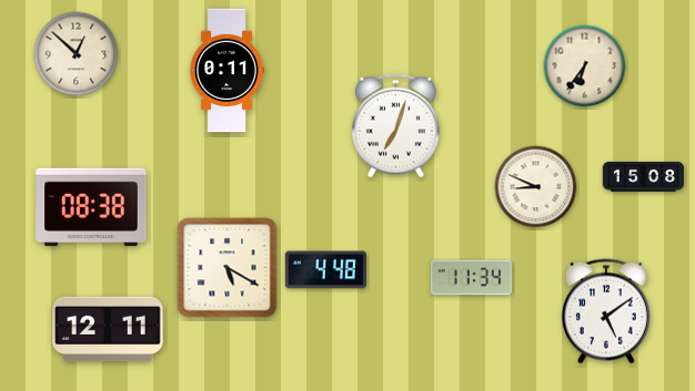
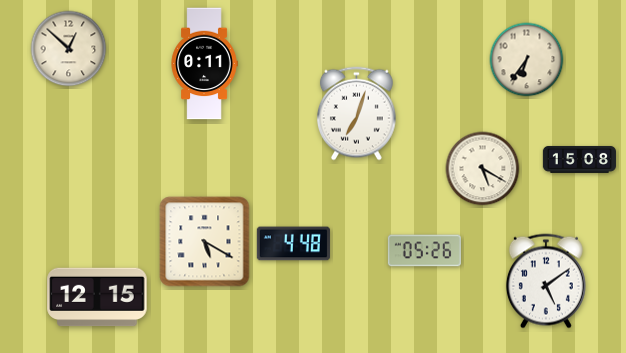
clock at (536, 187): 8:49 -> 5:20
clock at (91, 207): 08:38 -> none
clock at (471, 278): 11:34 -> 05:26
clock at (108, 329): 12:11 -> 12:15
